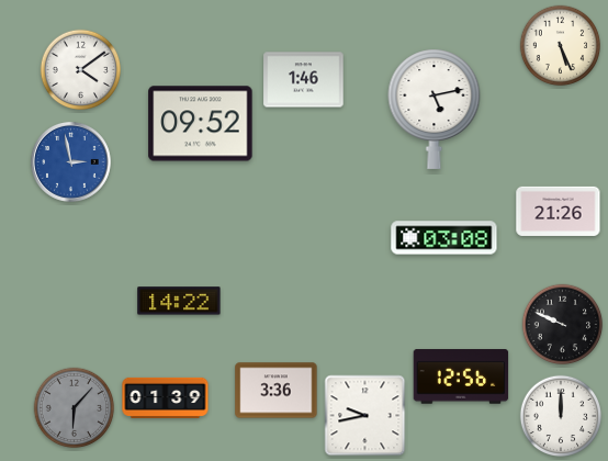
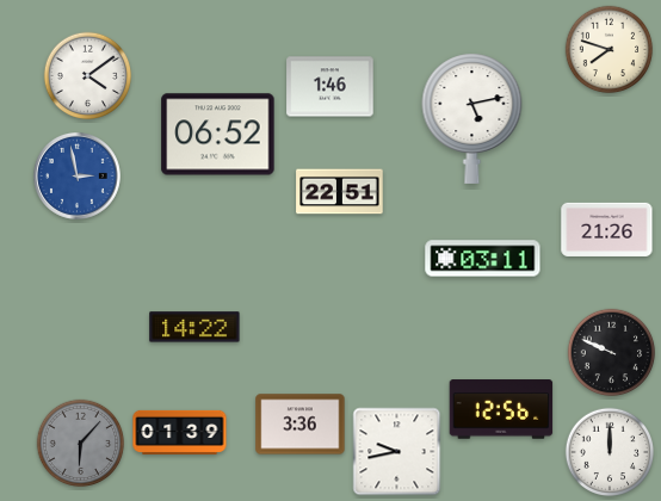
clock at (561, 46): 5:26 -> 7:48
clock at (201, 124): 09:52 -> 06:52
clock at (340, 192): none -> 22:51
clock at (444, 238): 03:08 -> 03:11
